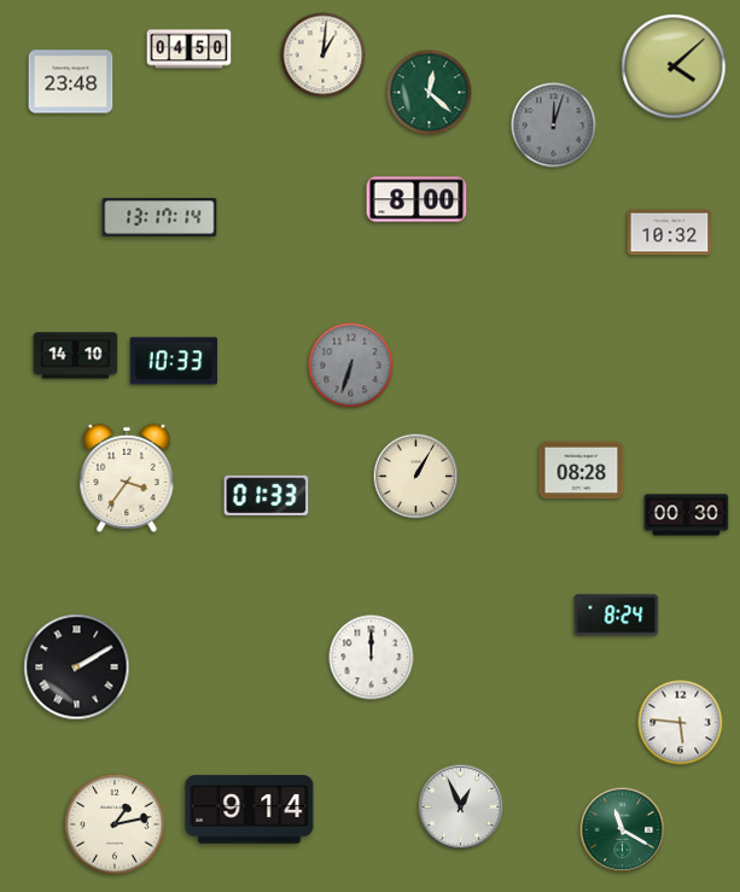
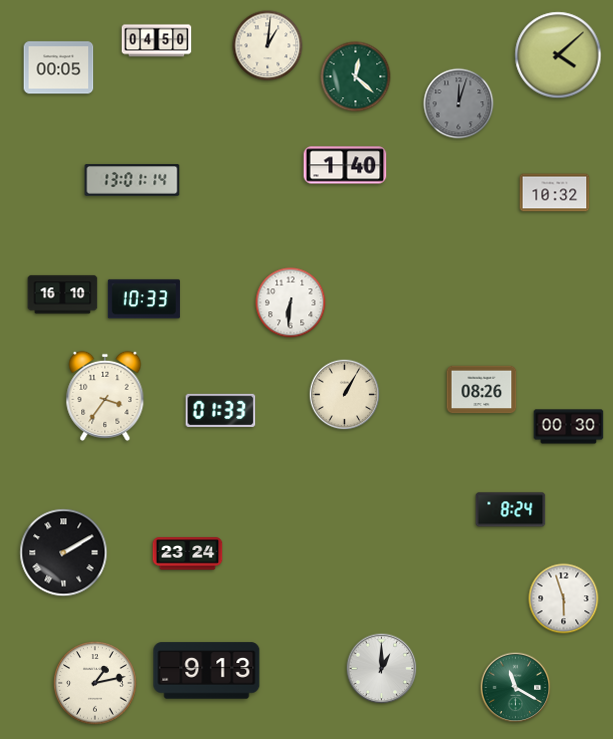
clock at (71, 82): 23:48 -> 00:05
clock at (416, 199): 8:00 -> 1:40
clock at (159, 217): 13:17 -> 13:01
clock at (76, 356): 14:10 -> 16:10
clock at (351, 366): 6:33 -> 6:31
clock at (351, 366) dial: grey -> white
clock at (582, 471): 08:28 -> 08:26
clock at (372, 658): 12:00 -> none
clock at (188, 554): none -> 23:24
clock at (681, 723): 5:46 -> 5:57
clock at (461, 808): 12:56 -> 1:00
clock at (250, 810): 9:14 -> 9:13
